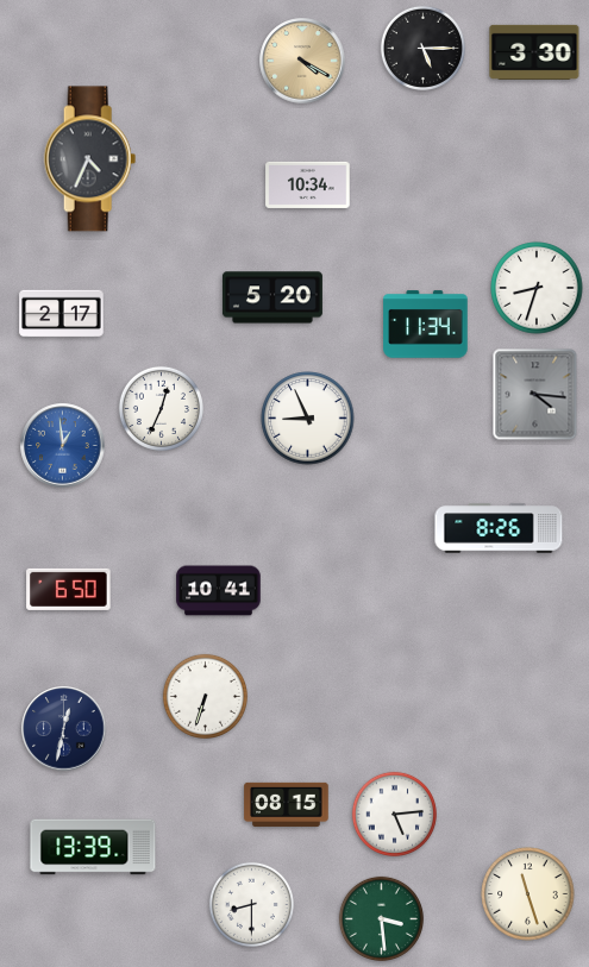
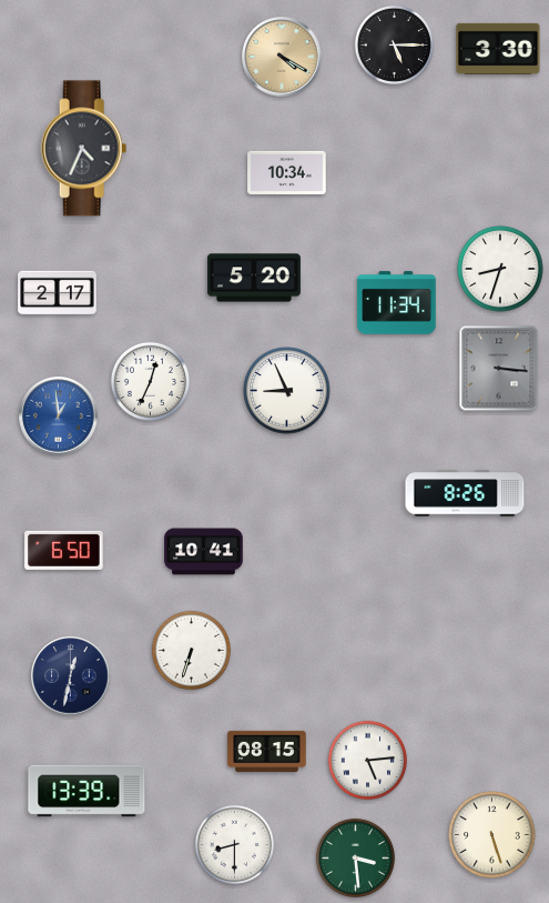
clock at (535, 395): 4:16 -> 3:16
clock at (64, 729) position: (64, 729) -> (71, 676)
clock at (528, 894): 11:27 -> 5:27
